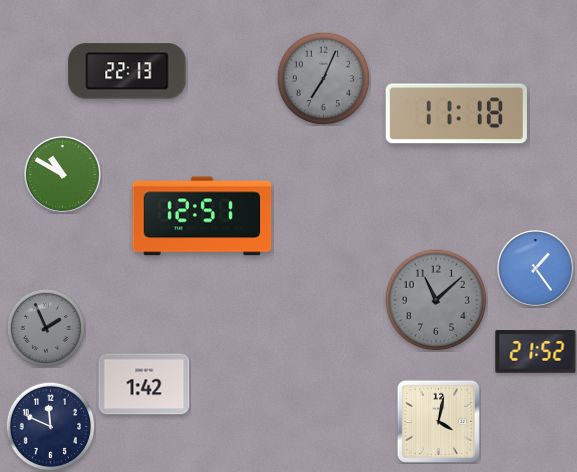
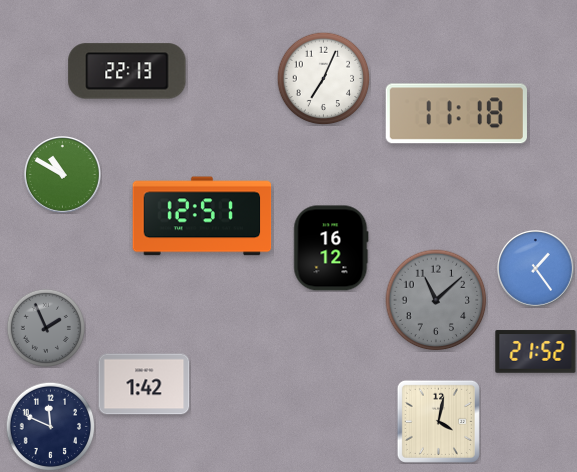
clock at (323, 78) dial: grey -> white
clock at (331, 248): none -> 16:12
